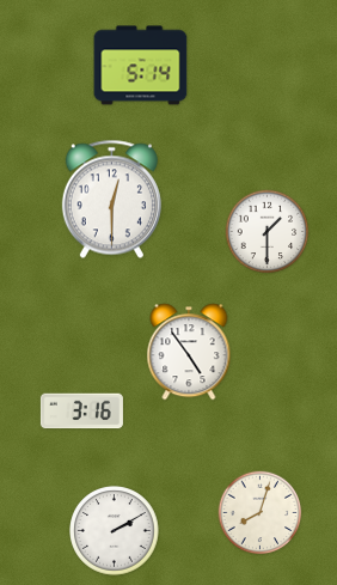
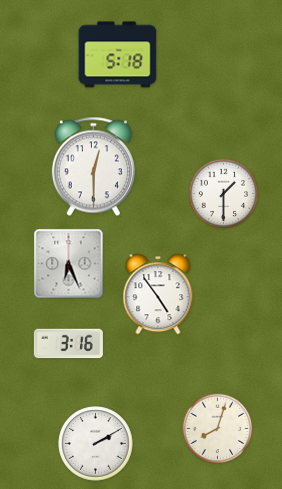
clock at (141, 66): 5:14 -> 5:18
clock at (69, 264): none -> 6:26
